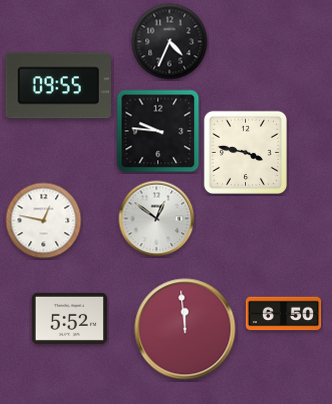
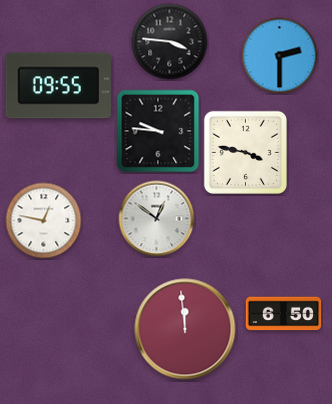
clock at (170, 42): 4:34 -> 3:46
clock at (280, 56): none -> 2:30
clock at (70, 318): 5:52 -> none
